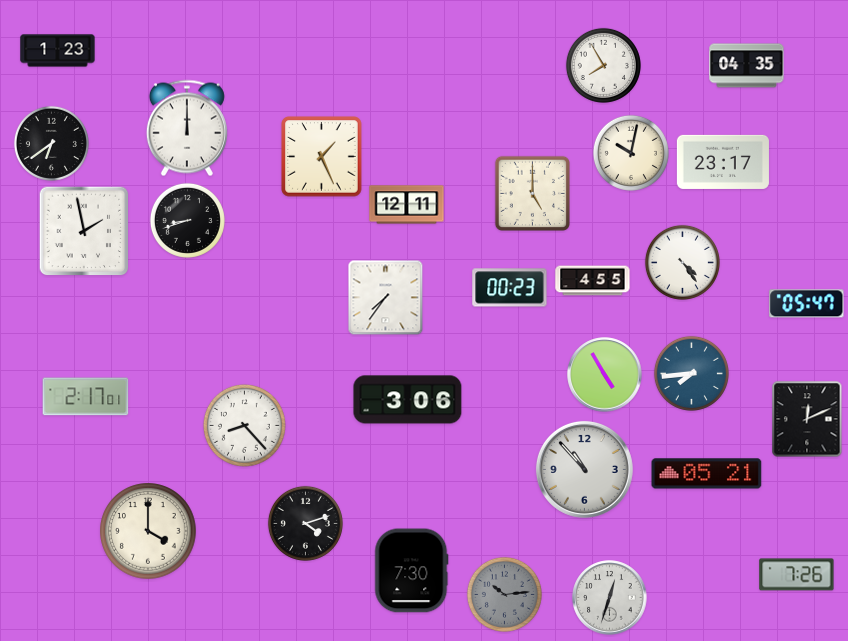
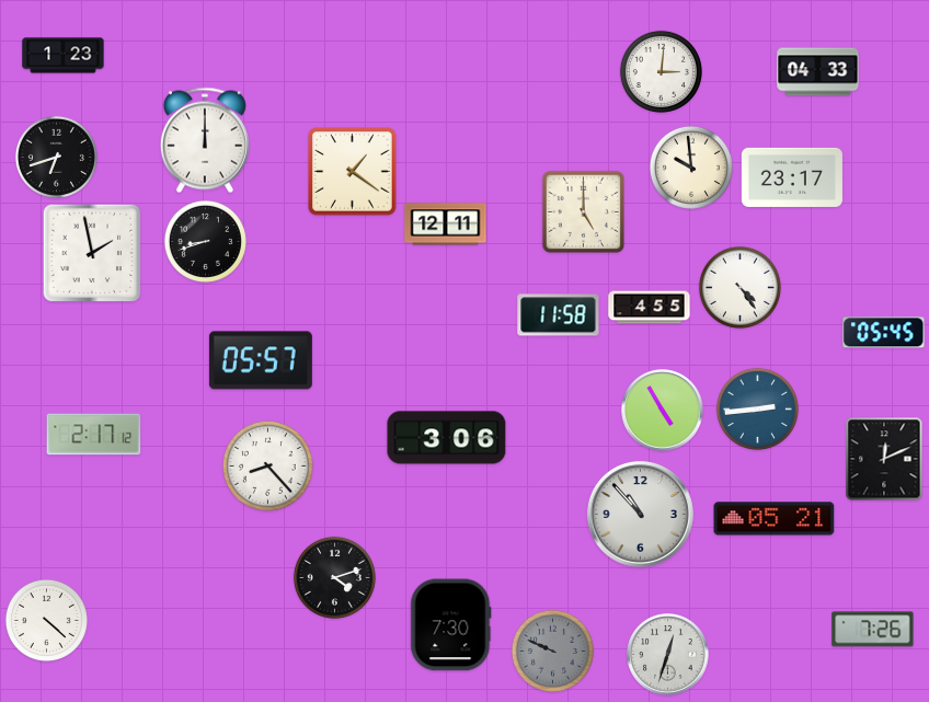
clock at (603, 65): 7:55 -> 3:01
clock at (747, 66): 04:35 -> 04:33
clock at (51, 143): 6:39 -> 6:42
clock at (631, 153): 10:02 -> 9:59
clock at (322, 157): 1:26 -> 1:21
clock at (682, 262) position: (682, 262) -> (739, 287)
clock at (510, 288): 00:23 -> 11:58
clock at (386, 298): 7:36 -> none
clock at (807, 304): 05:47 -> 05:45
clock at (261, 360): none -> 05:57
clock at (691, 373): 7:44 -> 2:44
clock at (86, 397): 2:17:01 -> 2:17:12
clock at (305, 523) position: (305, 523) -> (334, 577)
clock at (148, 531): 4:00 -> none
clock at (46, 620): none -> 4:22
clock at (504, 594): 10:14 -> 9:49
